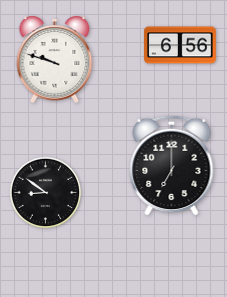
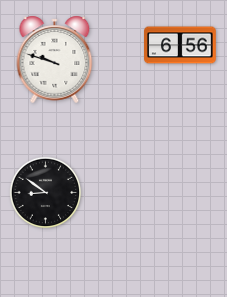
clock at (172, 165): 7:00 -> none
